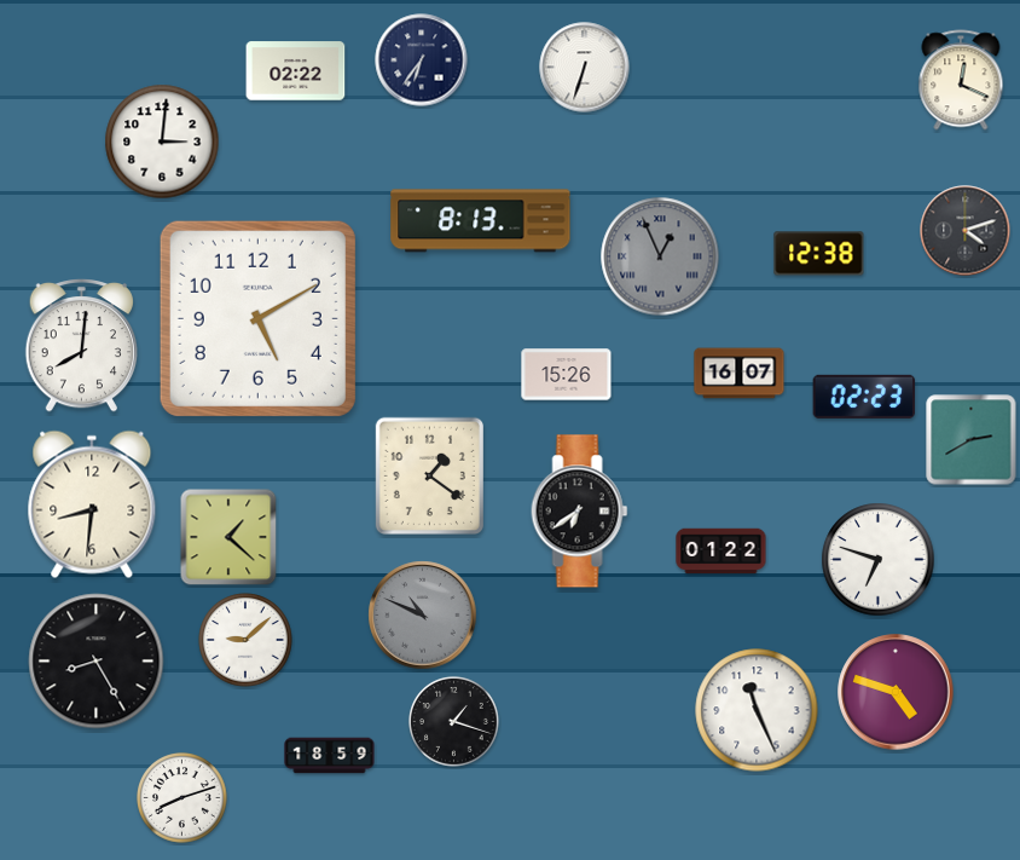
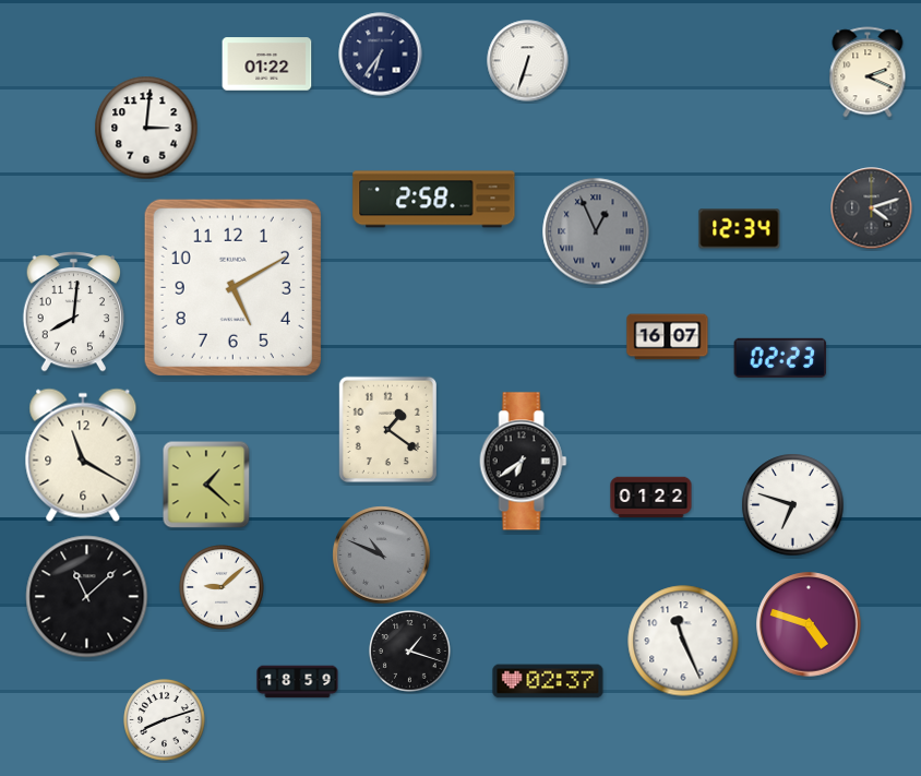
clock at (296, 71): 02:22 -> 01:22
clock at (961, 80): 12:19 -> 2:19
clock at (481, 221): 8:13 -> 2:58
clock at (819, 254): 12:38 -> 12:34
clock at (567, 375): 15:26 -> none
clock at (972, 440): 2:40 -> none
clock at (92, 504): 8:31 -> 11:20
clock at (245, 640) position: (245, 640) -> (222, 587)
clock at (97, 662): 8:25 -> 11:08
clock at (548, 681): none -> 02:37
